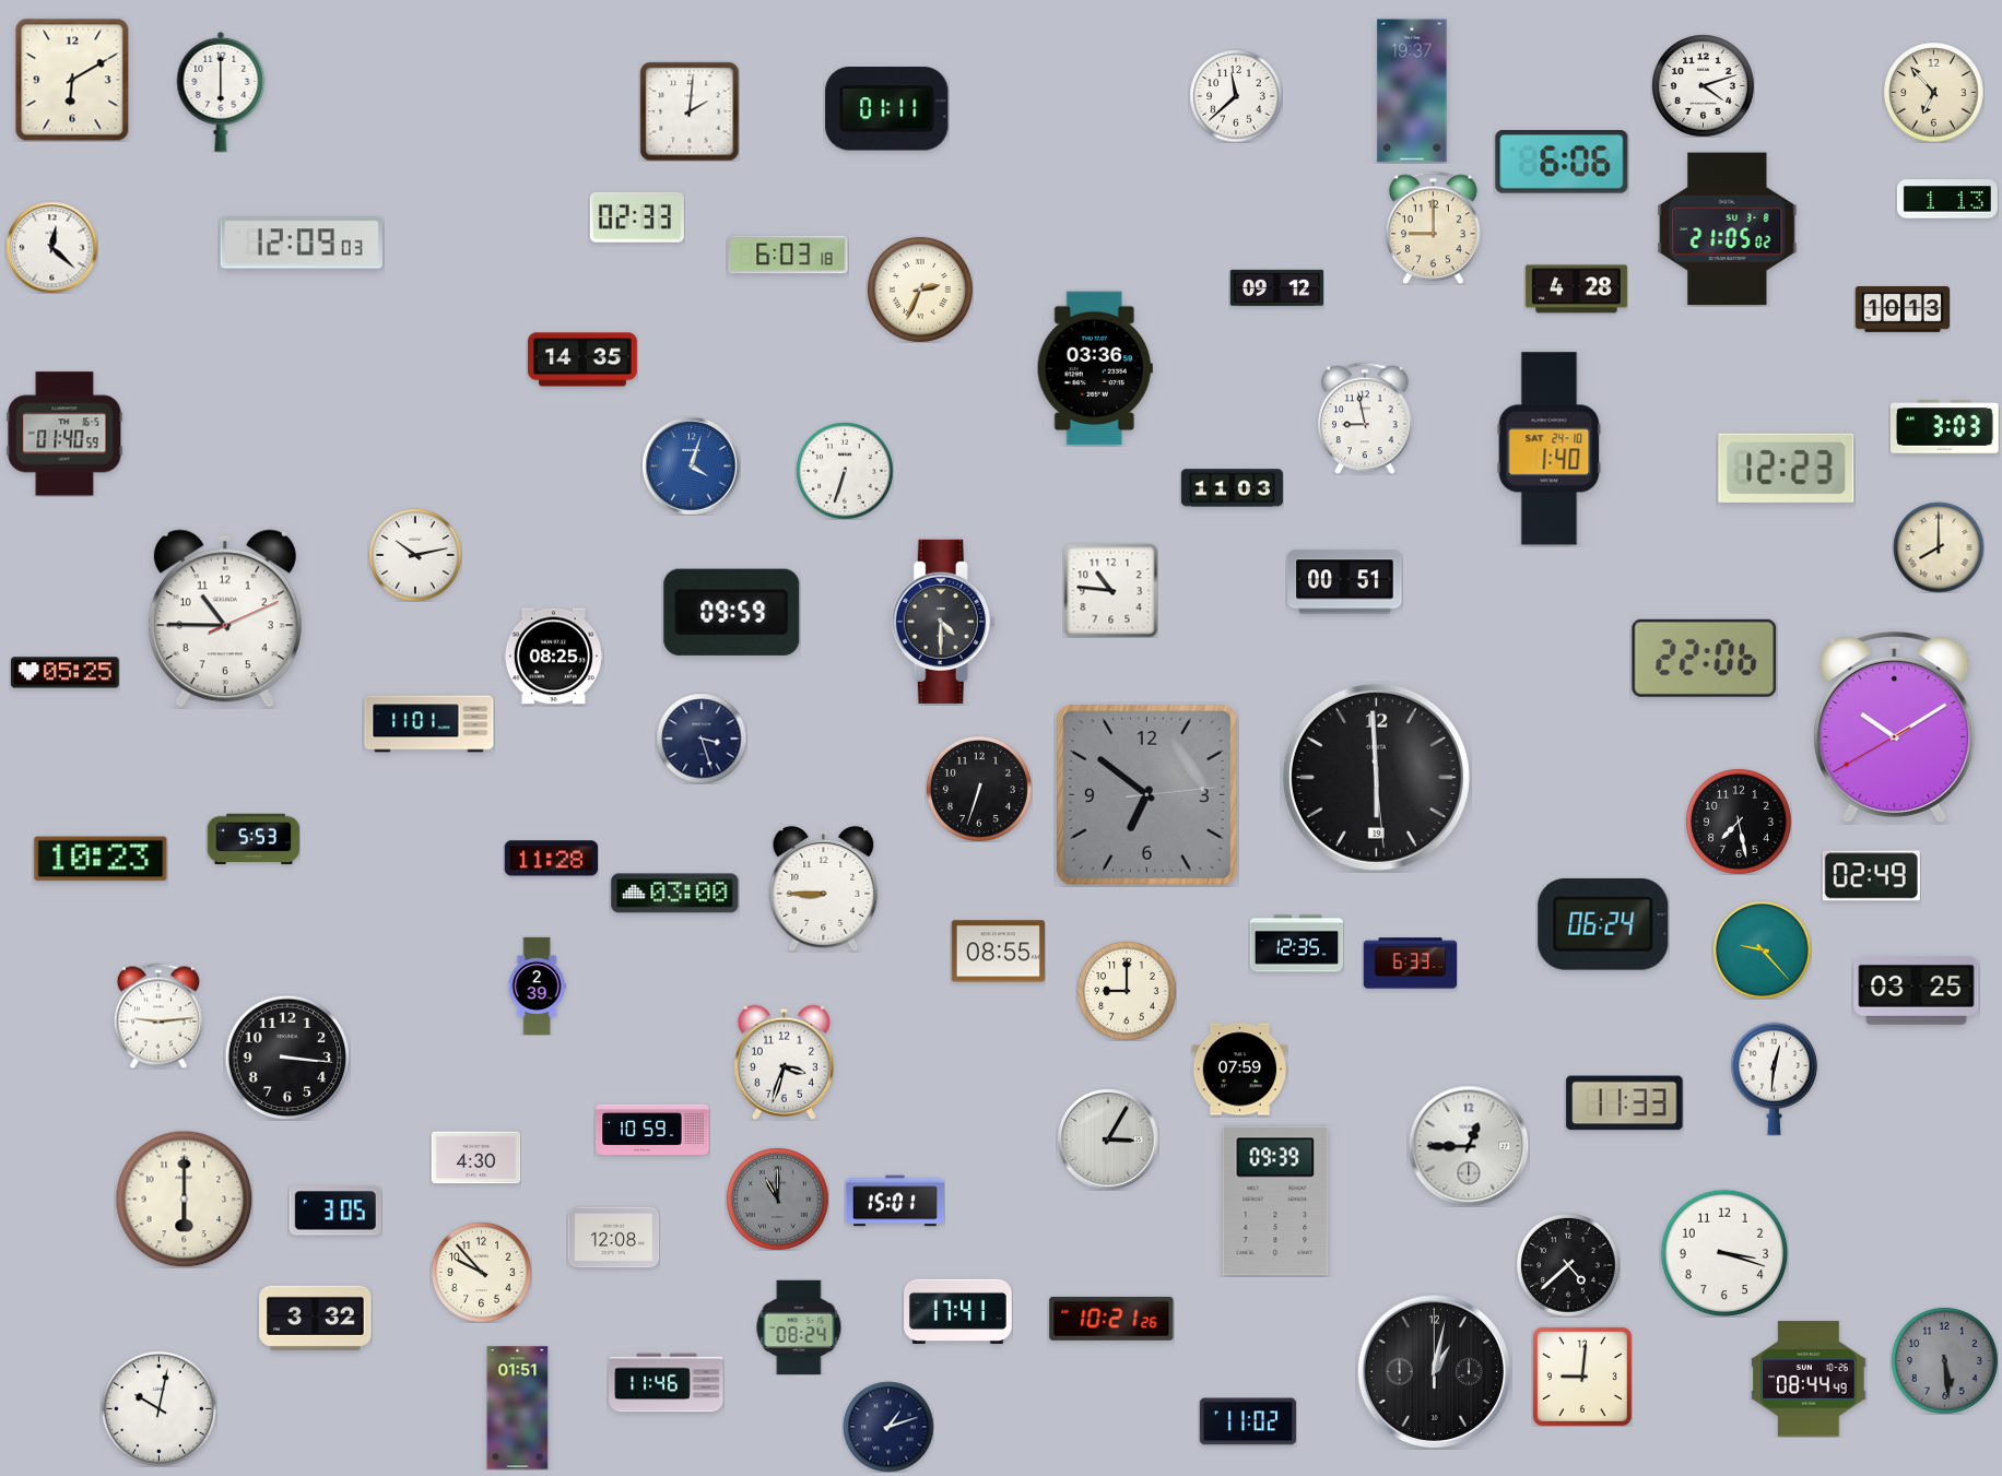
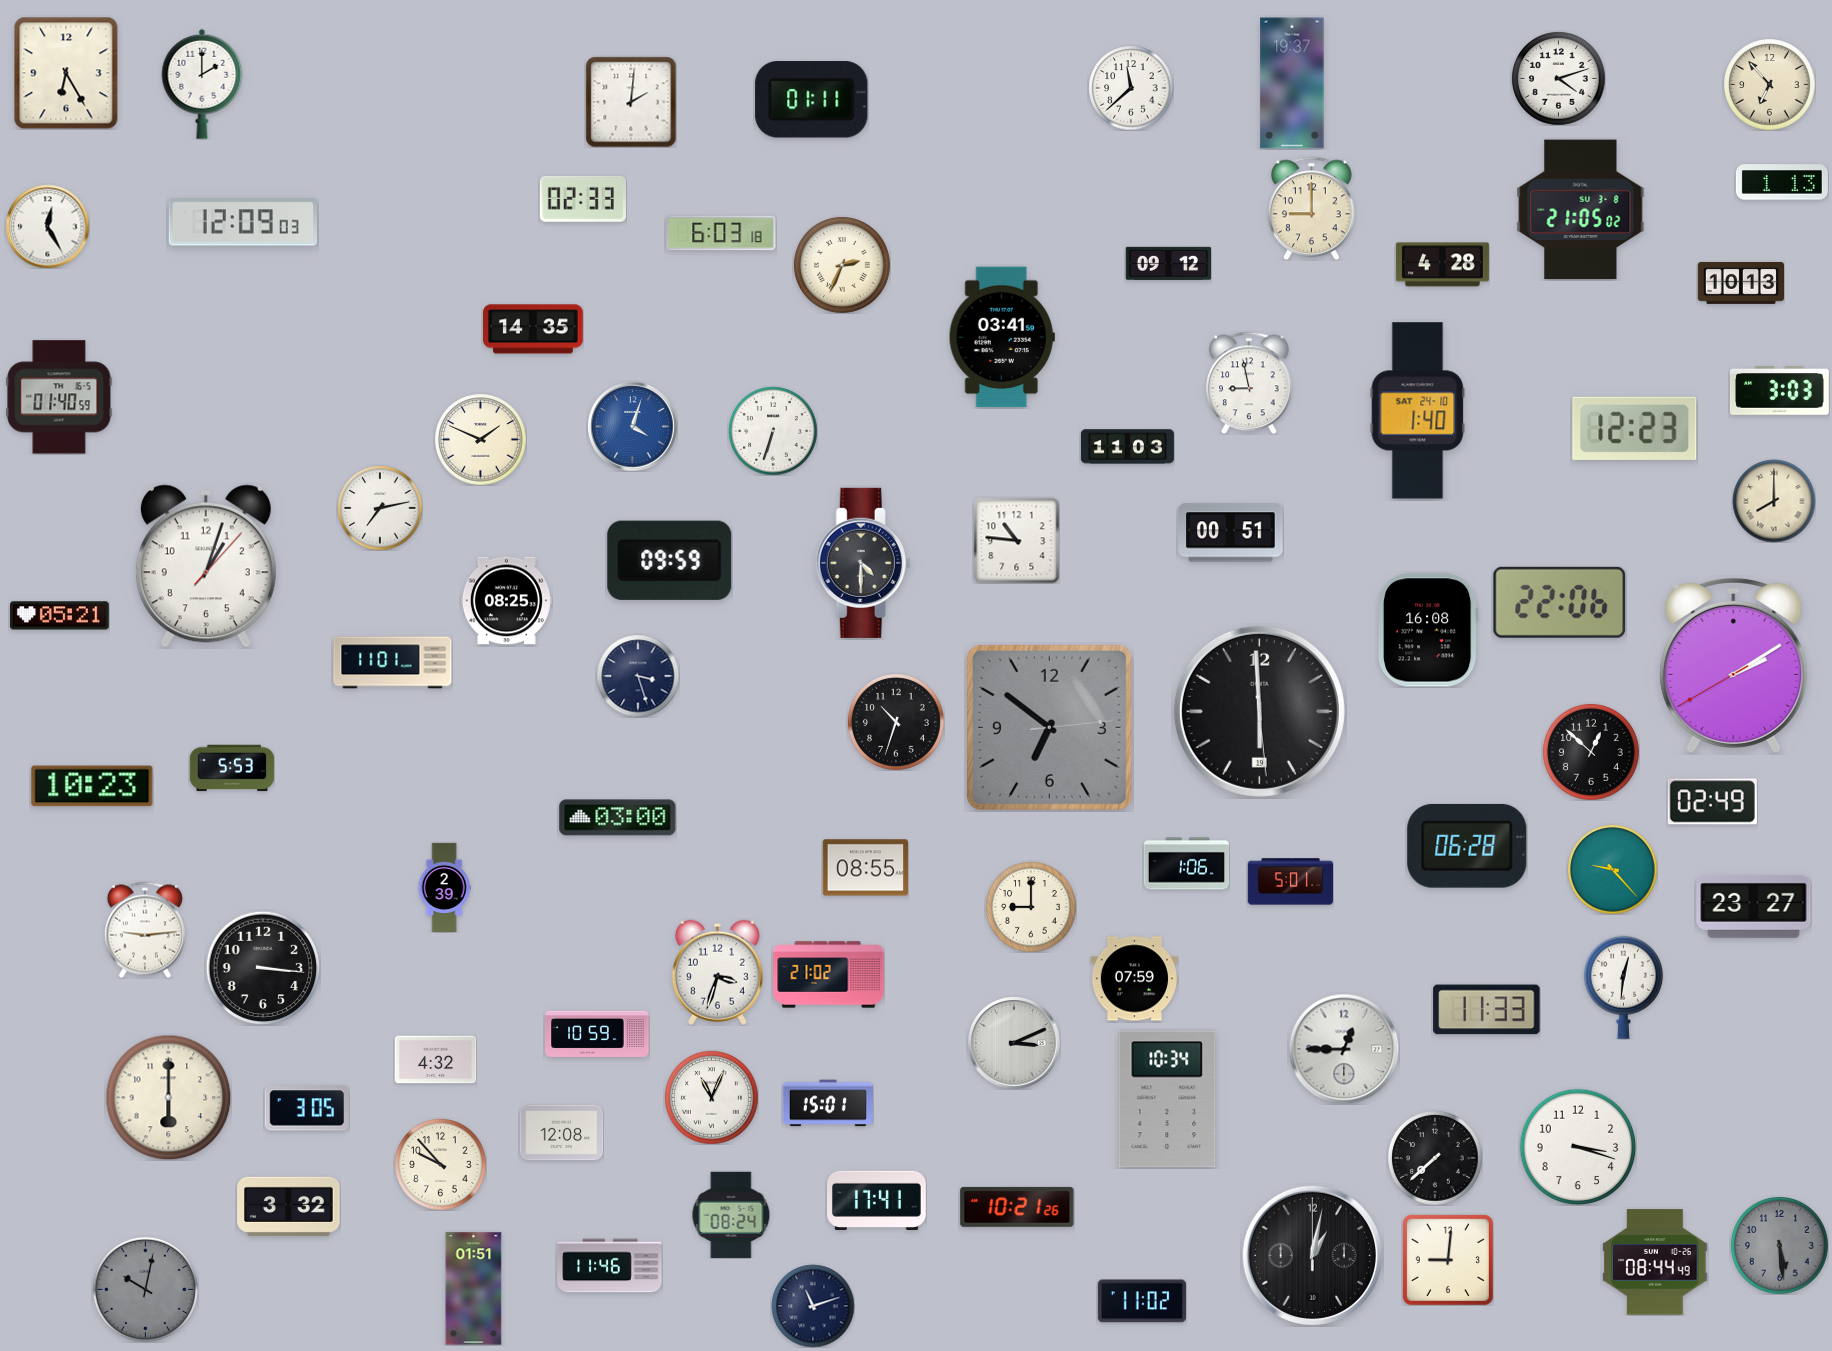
clock at (72, 80): 6:10 -> 6:25
clock at (221, 92): 6:00 -> 2:00
clock at (1562, 163): 6:06 -> none
clock at (302, 243) position: (302, 243) -> (243, 222)
clock at (51, 247): 12:22 -> 12:25
clock at (1095, 368): 03:36 -> 03:41
clock at (480, 439): none -> 1:49
clock at (415, 555): 10:13 -> 7:13
clock at (225, 618): 10:45 -> 1:03
clock at (943, 622) position: (943, 622) -> (863, 563)
clock at (66, 673): 05:25 -> 05:21
clock at (1429, 630): none -> 16:08
clock at (1895, 727): 10:09 -> 2:09
clock at (702, 739) position: (702, 739) -> (638, 676)
clock at (979, 789): 6:33 -> 10:33
clock at (1739, 822): 7:28 -> 12:52
clock at (551, 859): 11:28 -> none
clock at (824, 888): 8:45 -> none
clock at (1603, 924): 06:24 -> 06:28
clock at (1296, 944): 12:35 -> 1:06
clock at (998, 952) position: (998, 952) -> (865, 868)
clock at (1410, 964): 6:33 -> 5:01
clock at (537, 985) position: (537, 985) -> (444, 887)
clock at (1917, 990): 03:25 -> 23:27
clock at (829, 975): none -> 21:02
clock at (1108, 1140): 3:05 -> 3:11
clock at (475, 1158): 4:30 -> 4:32
clock at (777, 1198): 11:00 -> 11:04
clock at (777, 1198) dial: grey -> white
clock at (895, 1201) position: (895, 1201) -> (828, 1103)
clock at (1275, 1201): 09:39 -> 10:34
clock at (1568, 1265): 4:38 -> 7:38
clock at (158, 1408) dial: white -> grey
clock at (888, 1427): 1:12 -> 11:12
